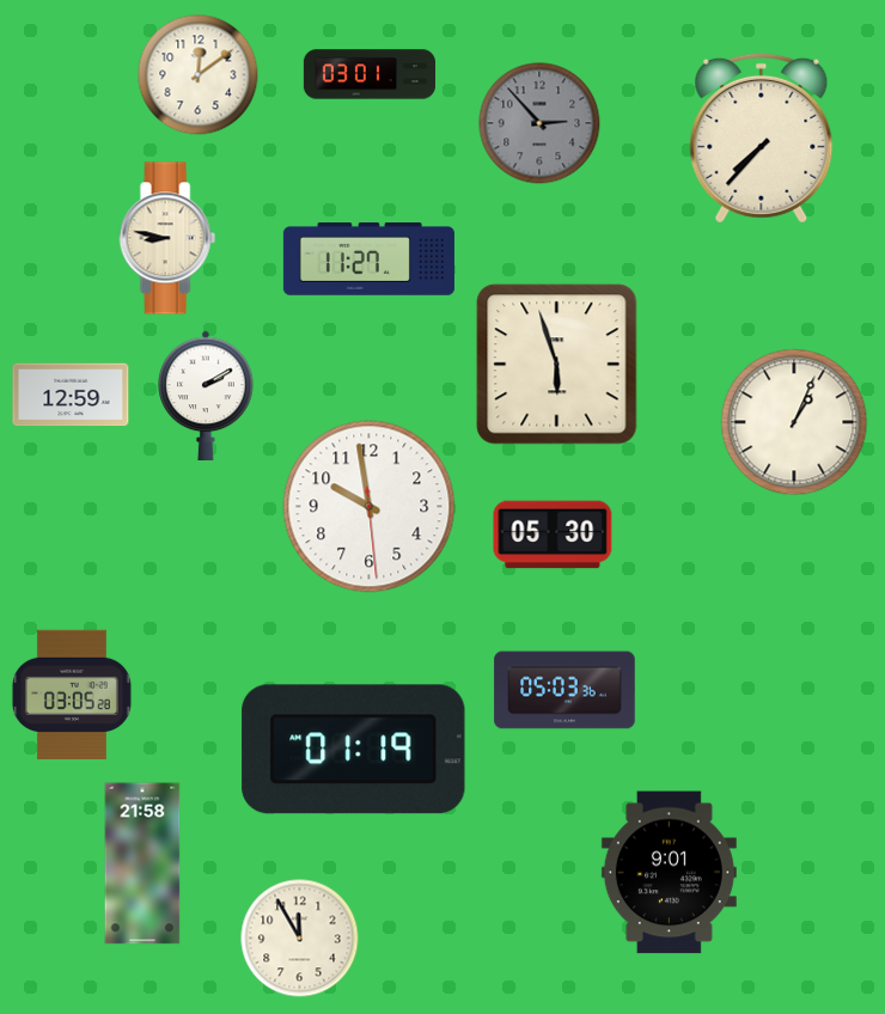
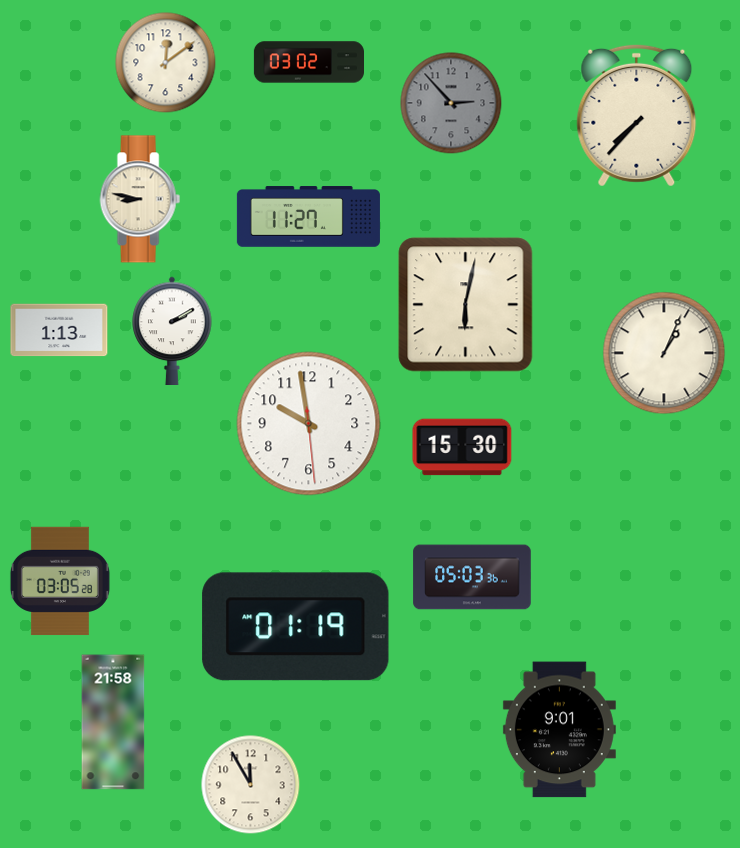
clock at (368, 74): 03:01 -> 03:02
clock at (557, 365): 5:57 -> 6:02
clock at (71, 395): 12:59 -> 1:13
clock at (553, 535): 05:30 -> 15:30
clock at (142, 863) position: (142, 863) -> (113, 722)
